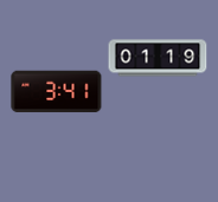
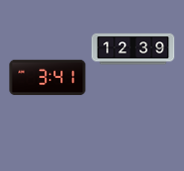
clock at (158, 58): 01:19 -> 12:39
